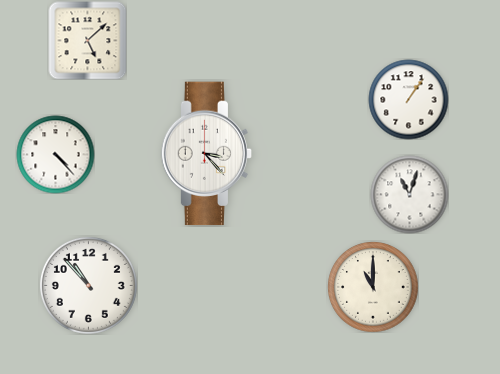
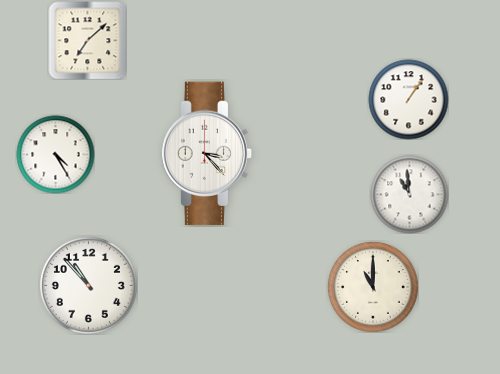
clock at (87, 40): 5:08 -> 7:08
clock at (55, 154): 4:23 -> 4:25
clock at (409, 194): 11:03 -> 10:59
